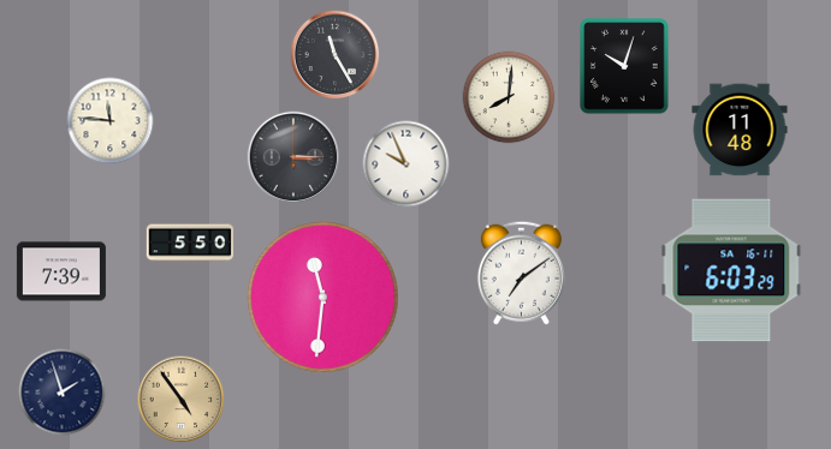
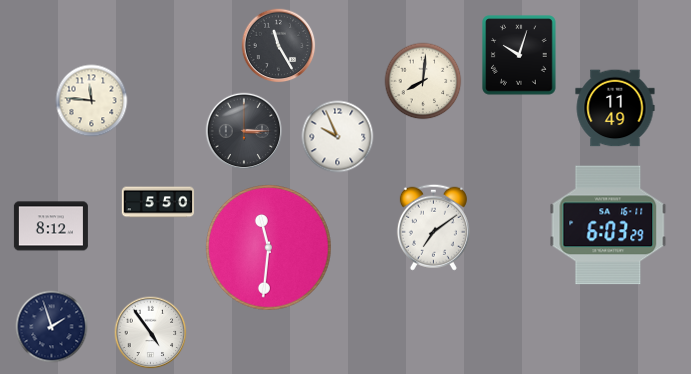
clock at (740, 130): 11:48 -> 11:49
clock at (61, 271): 7:39 -> 8:12
clock at (182, 400) dial: champagne -> white
